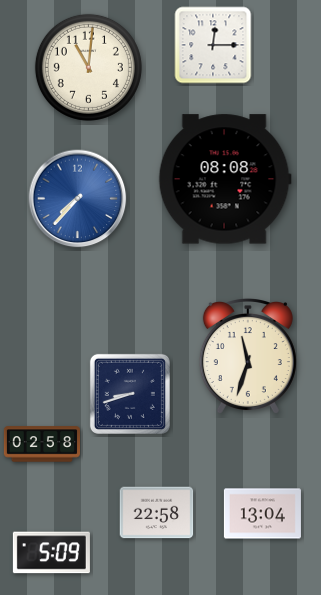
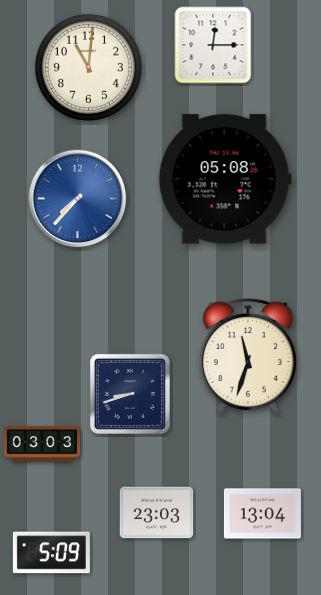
clock at (225, 179): 08:08 -> 05:08
clock at (41, 444): 02:58 -> 03:03
clock at (157, 513): 22:58 -> 23:03
